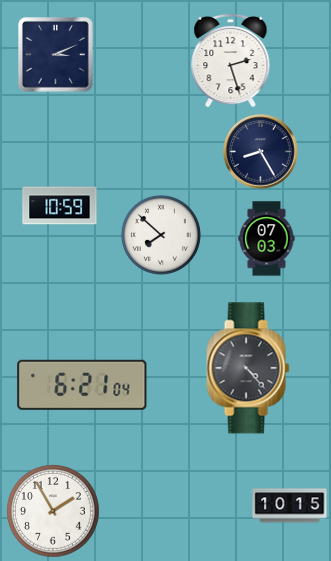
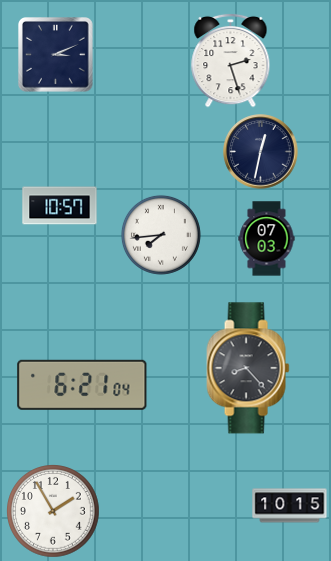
clock at (261, 152): 8:25 -> 12:32
clock at (60, 206): 10:59 -> 10:57
clock at (161, 235): 7:52 -> 7:44
clock at (248, 368): 4:23 -> 8:23
